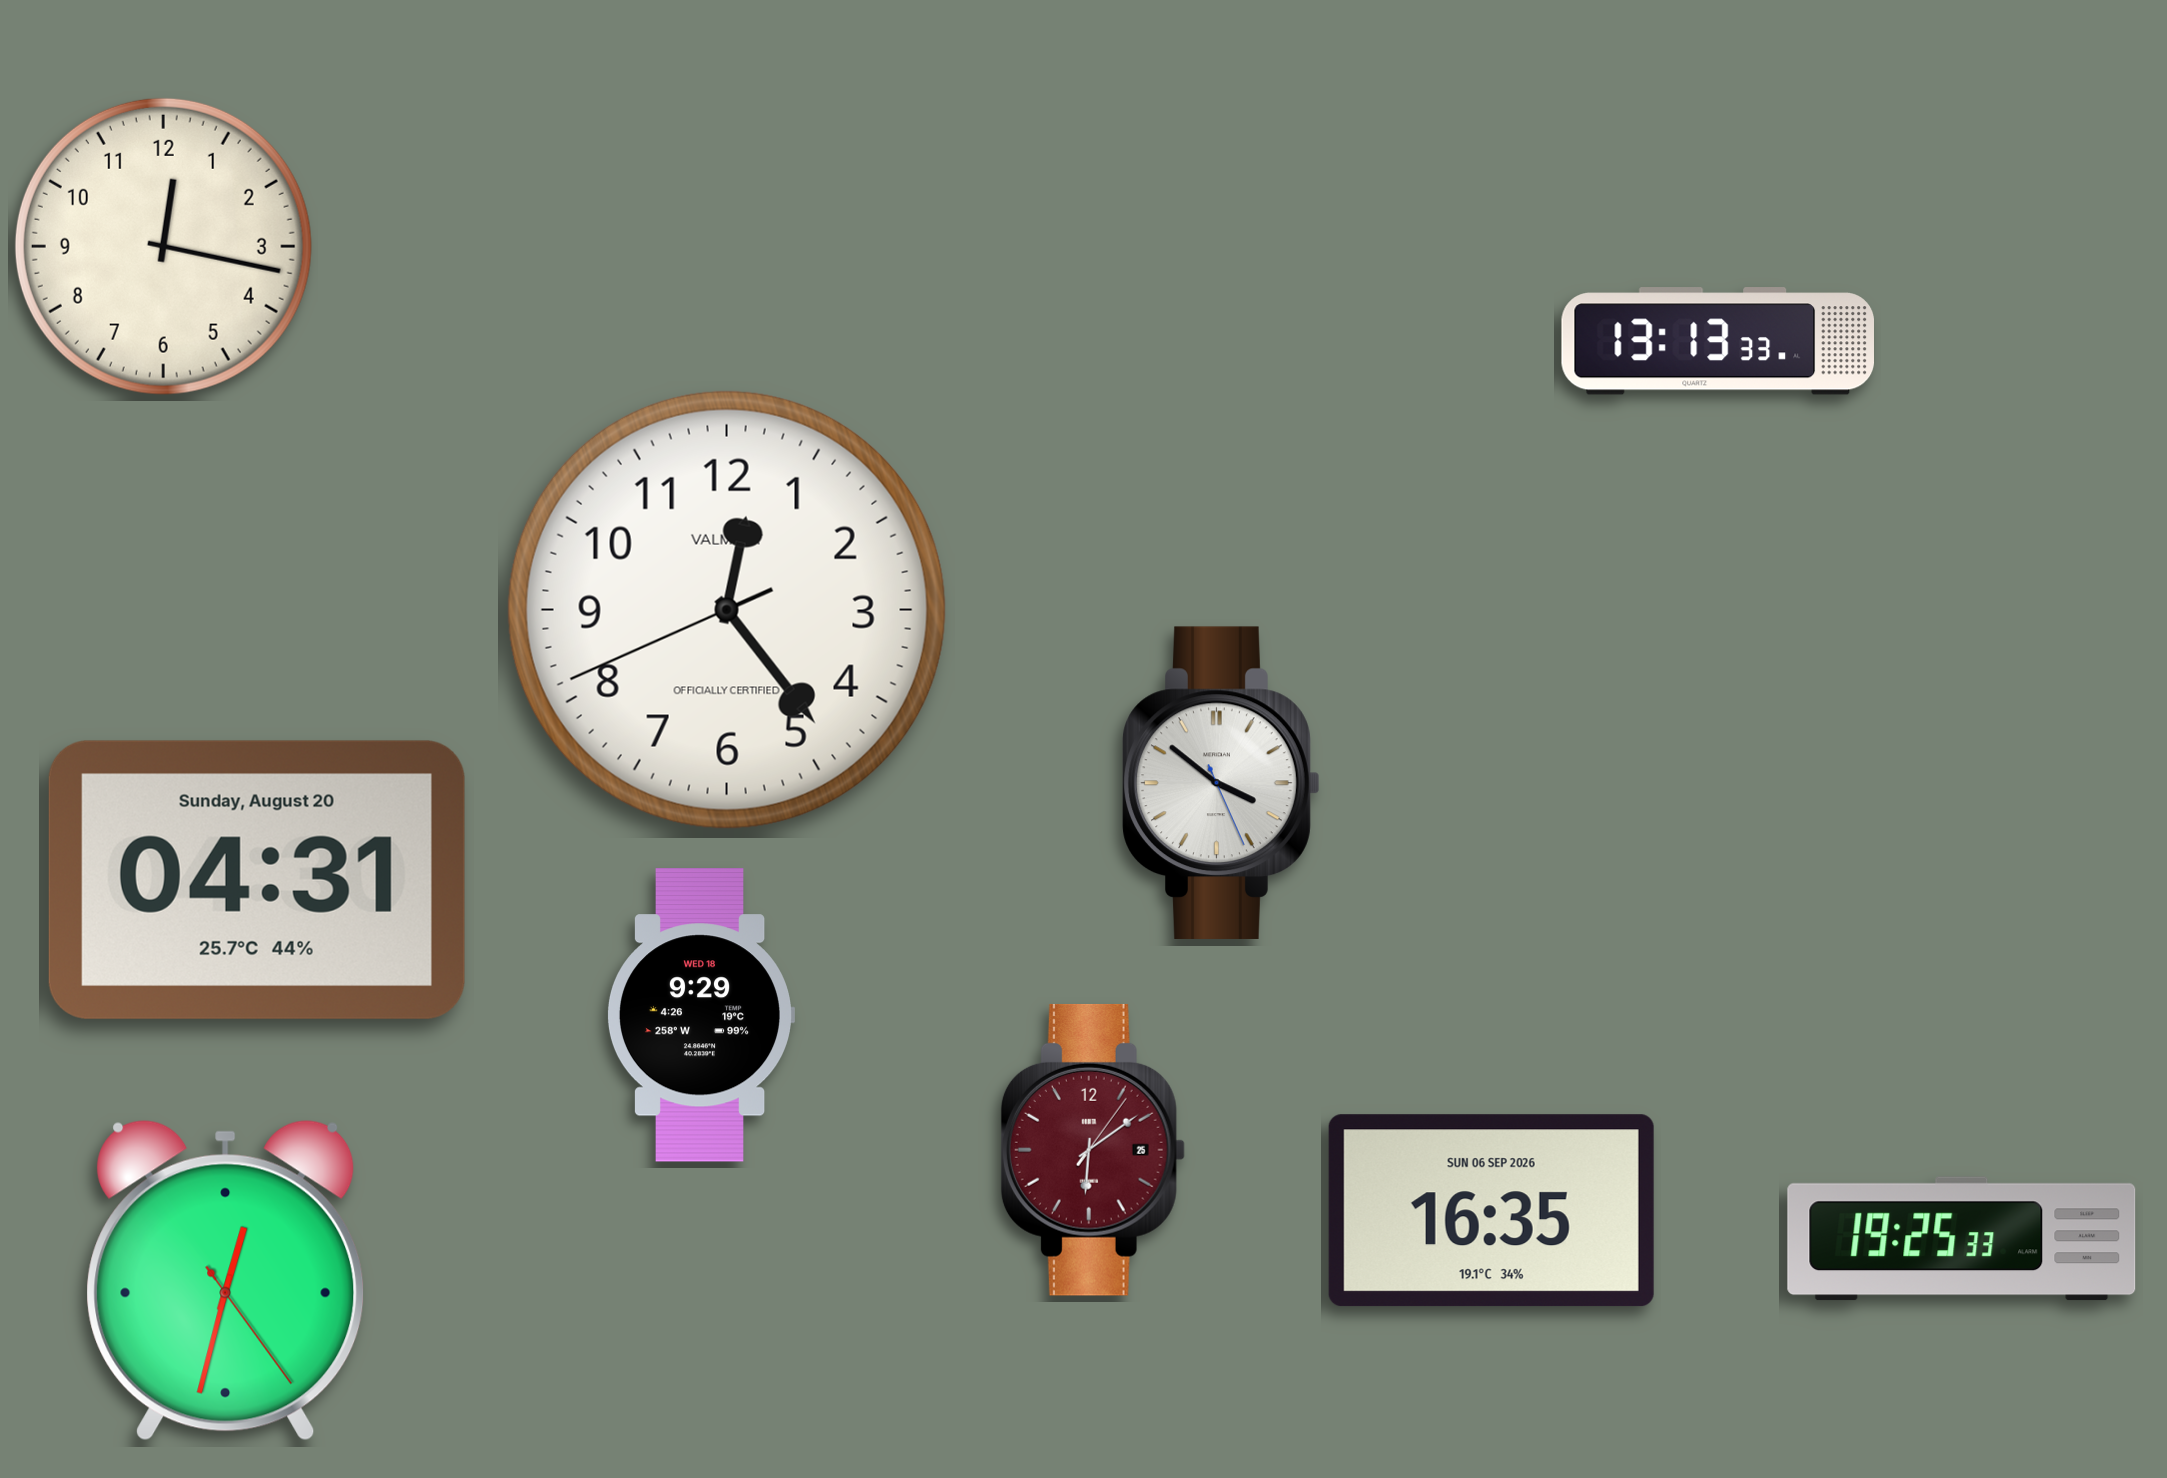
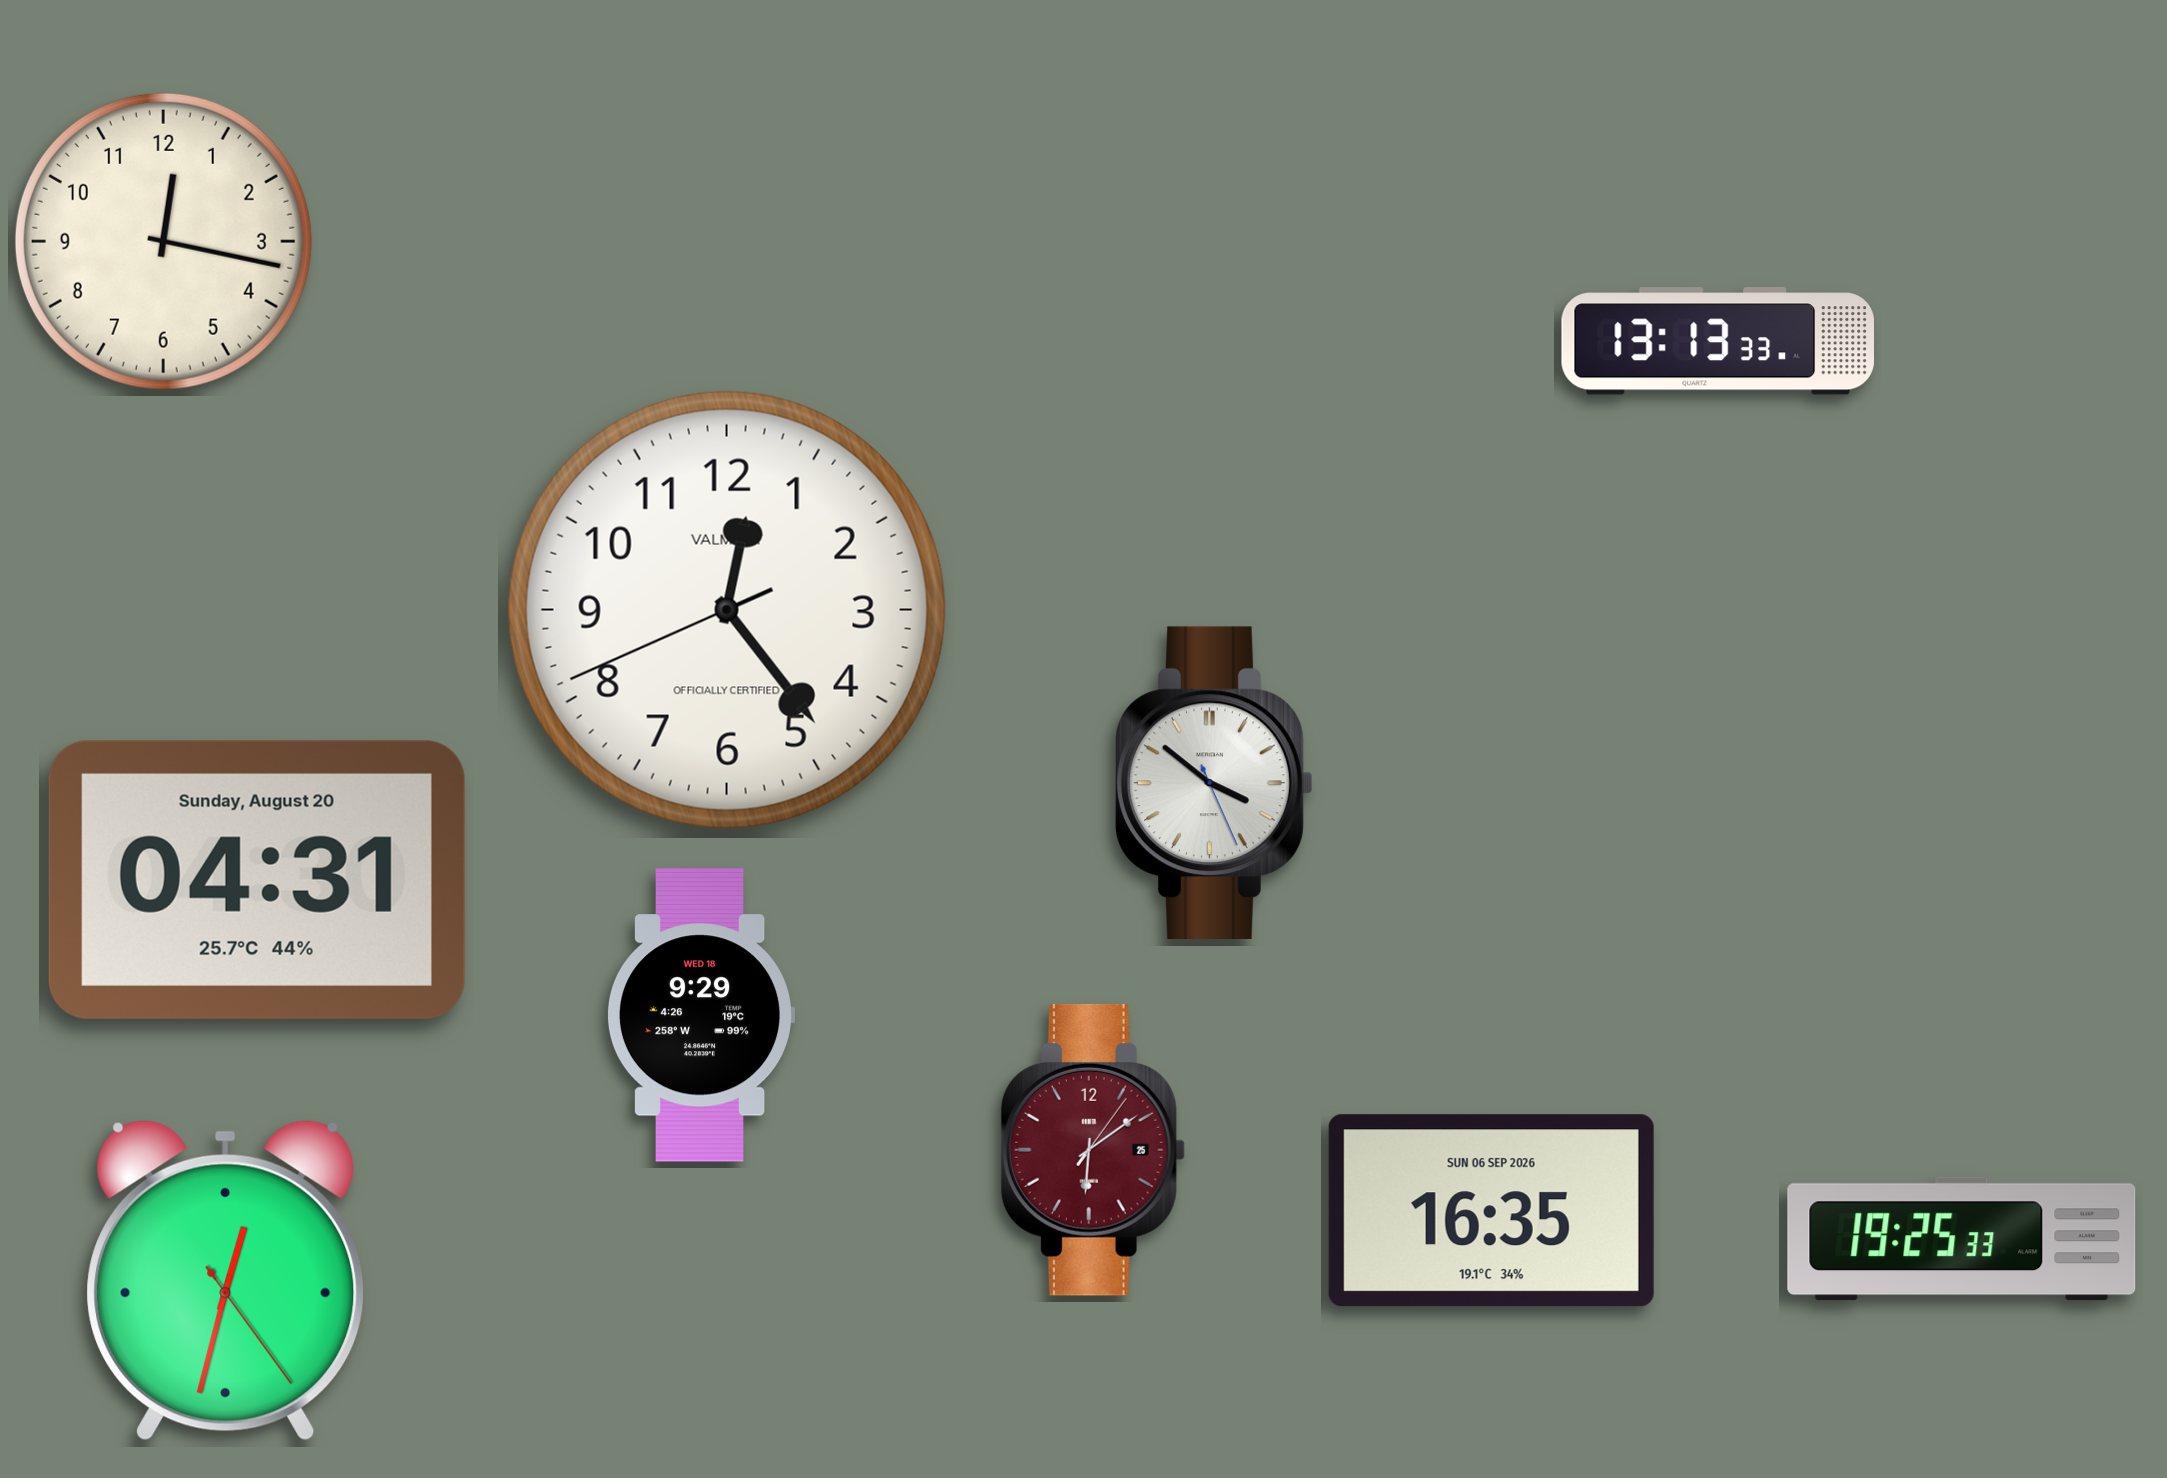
clock at (163, 246) position: (163, 246) -> (163, 241)
clock at (1221, 783) position: (1221, 783) -> (1214, 783)
